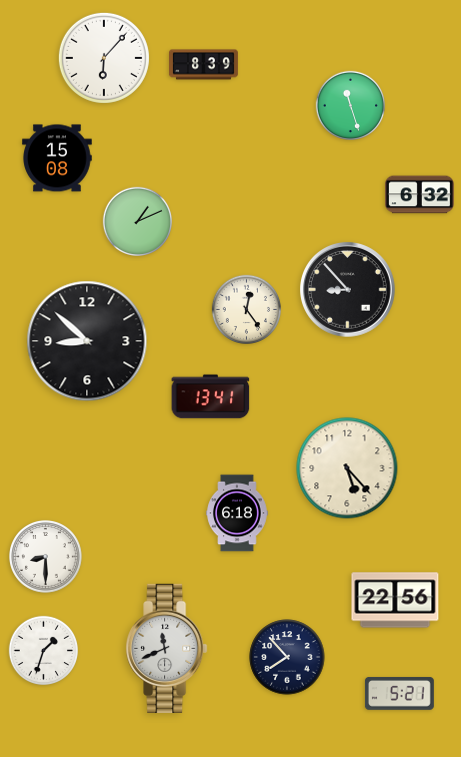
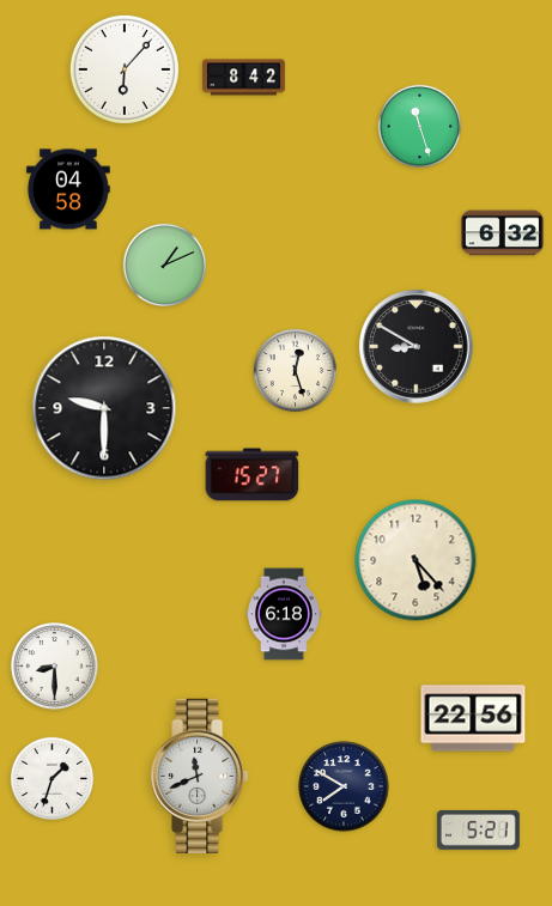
clock at (204, 65): 8:39 -> 8:42
clock at (57, 158): 15:08 -> 04:58
clock at (348, 290): 8:53 -> 8:50
clock at (246, 309): 12:24 -> 12:27
clock at (87, 341): 8:52 -> 9:30
clock at (211, 397): 13:41 -> 15:27
clock at (287, 657): 7:53 -> 7:50
